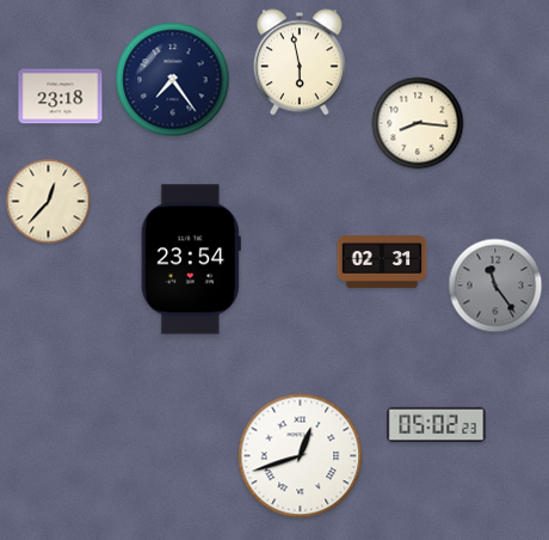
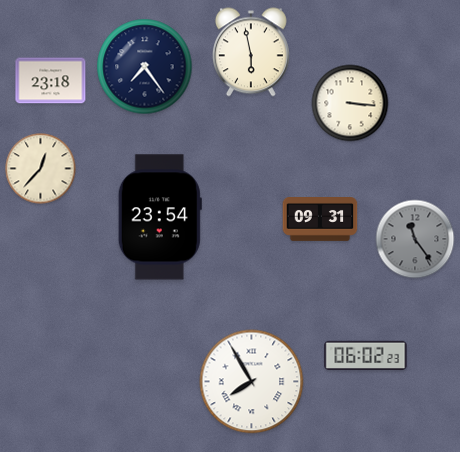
clock at (418, 123): 8:16 -> 3:16
clock at (382, 263): 02:31 -> 09:31
clock at (437, 425): 05:02 -> 06:02
clock at (301, 456): 12:42 -> 7:55
